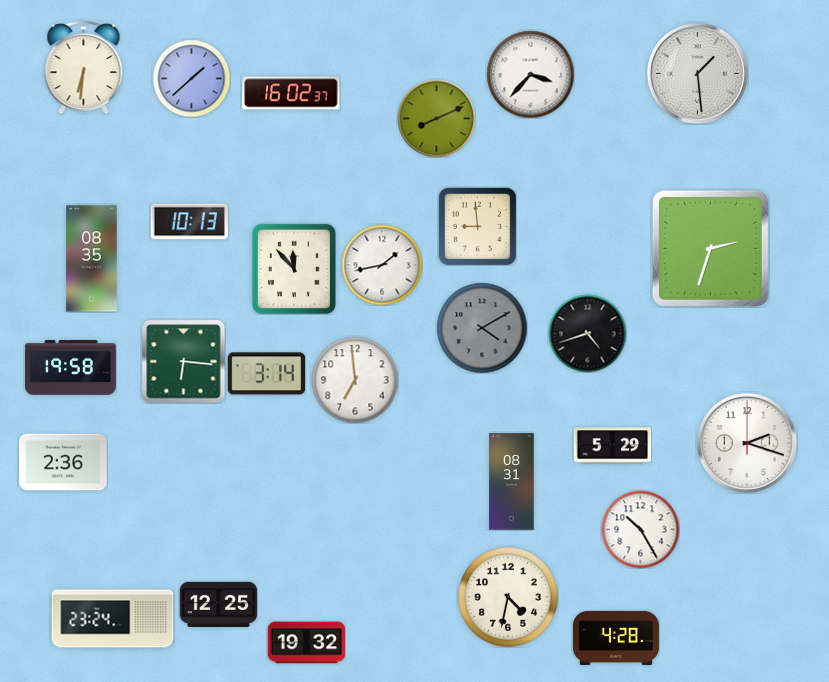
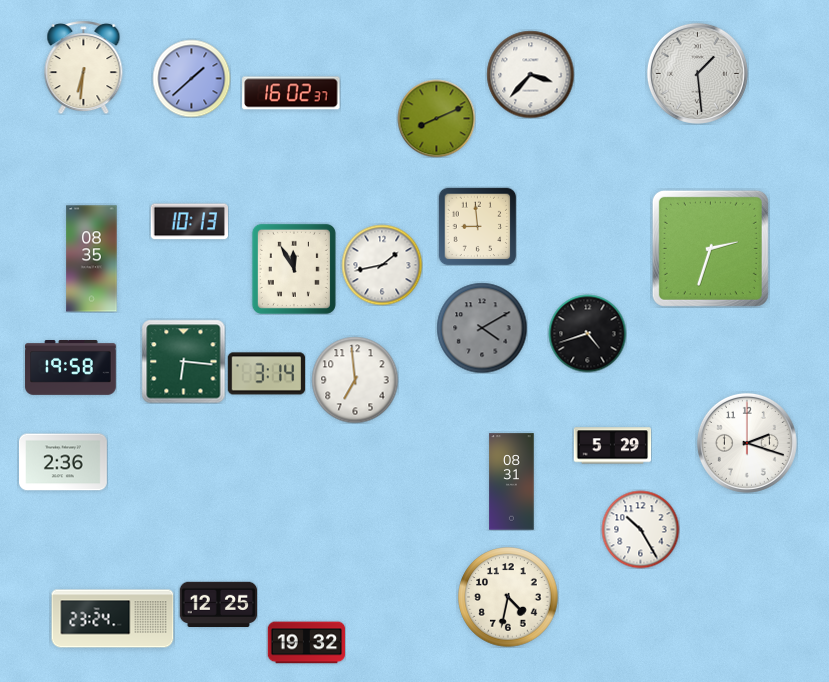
clock at (294, 269): 11:53 -> 11:55
clock at (616, 638): 4:28 -> none
